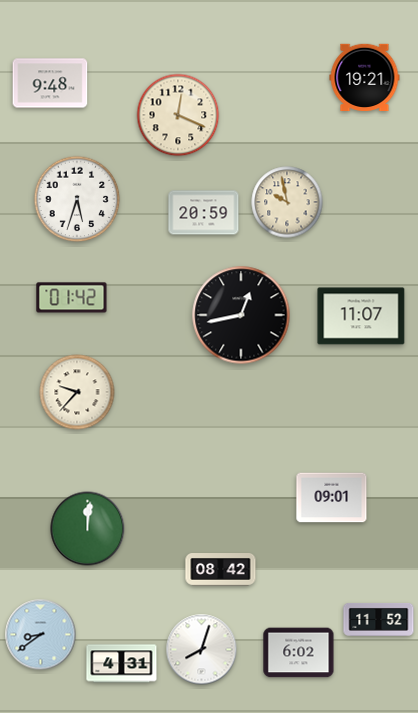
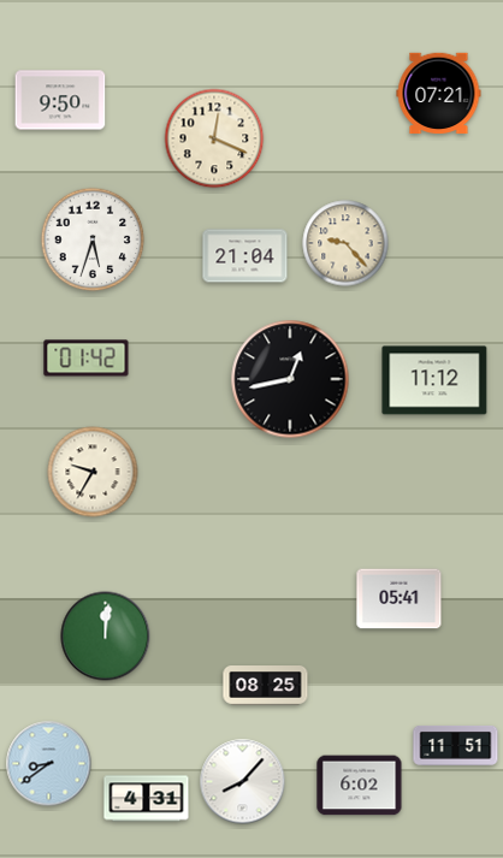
clock at (365, 77): 19:21 -> 07:21
clock at (50, 83): 9:48 -> 9:50
clock at (287, 202): 9:58 -> 9:23
clock at (204, 213): 20:59 -> 21:04
clock at (361, 316): 11:07 -> 11:12
clock at (77, 392): 9:37 -> 9:35
clock at (332, 498): 09:01 -> 05:41
clock at (221, 570): 08:42 -> 08:25
clock at (379, 619): 11:52 -> 11:51
clock at (202, 650): 8:03 -> 8:07
